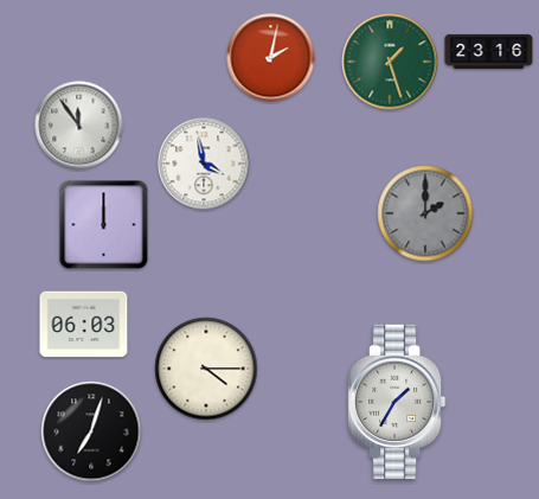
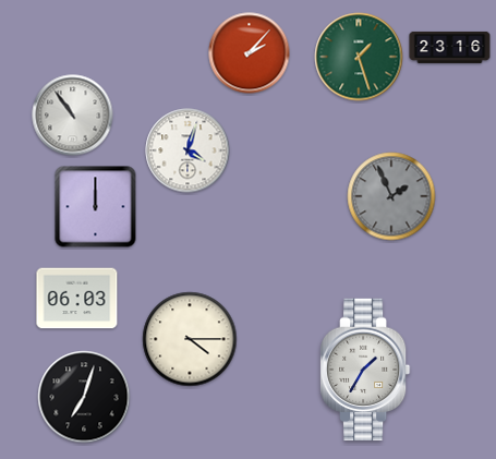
clock at (271, 58): 2:02 -> 2:07
clock at (79, 126): 11:54 -> 10:54
clock at (204, 164): 3:58 -> 4:03
clock at (425, 213): 2:00 -> 1:56
